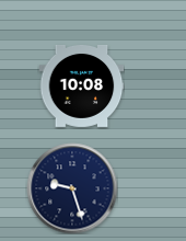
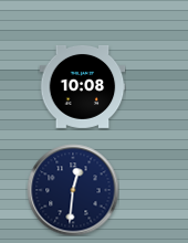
clock at (72, 188): 9:27 -> 12:31
